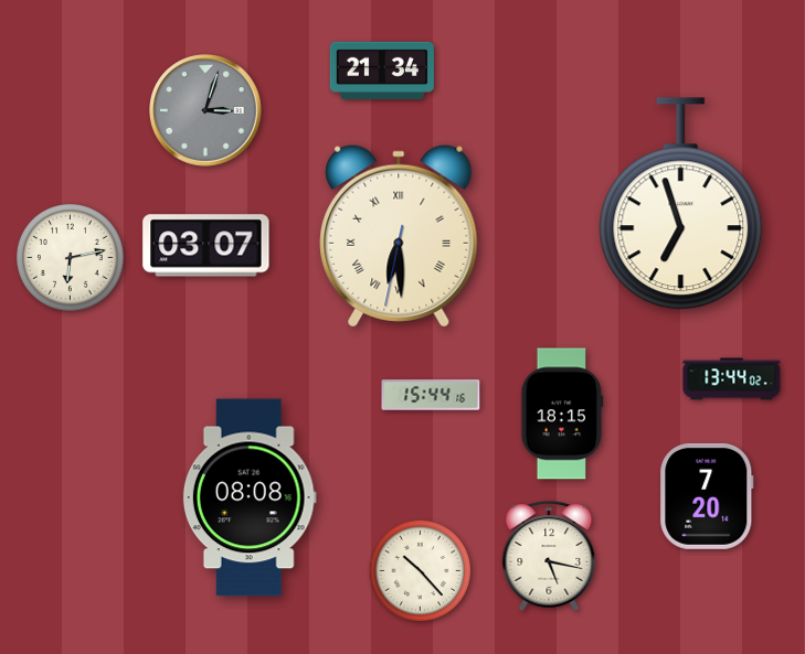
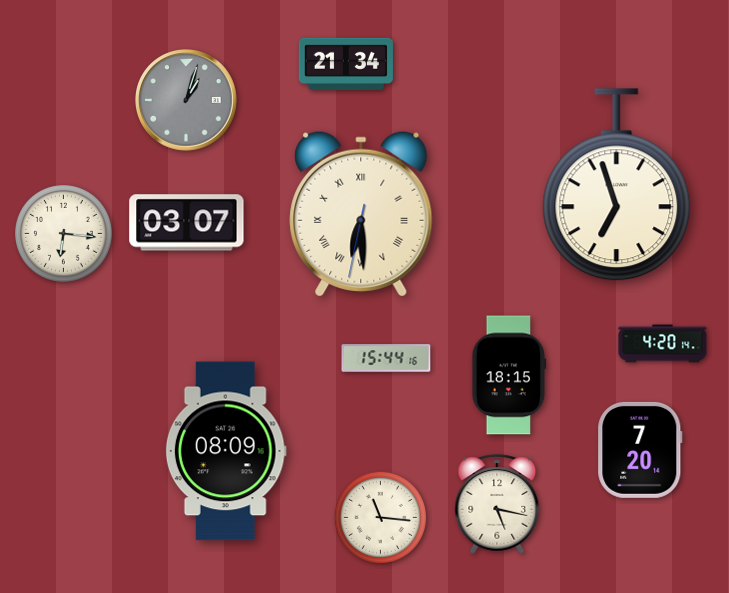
clock at (205, 110): 3:03 -> 1:03
clock at (71, 258): 6:13 -> 6:16
clock at (732, 379): 13:44 -> 4:20
clock at (431, 395) position: (431, 395) -> (386, 358)
clock at (250, 497): 08:08 -> 08:09
clock at (420, 570): 10:23 -> 11:16
